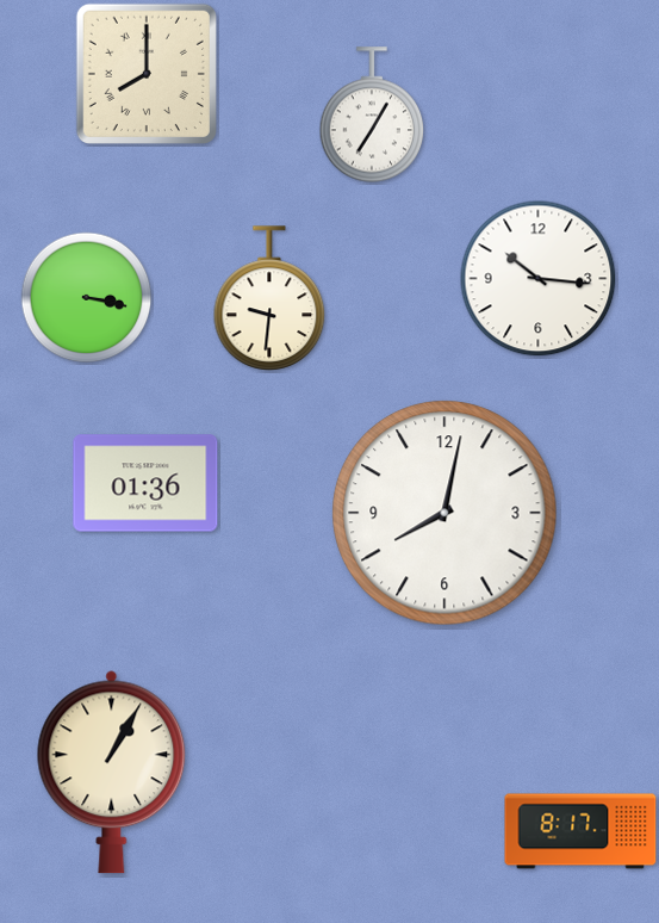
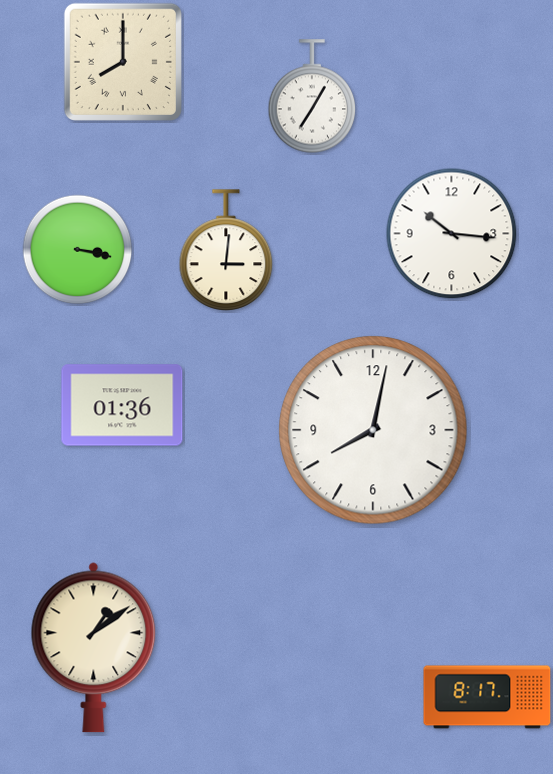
clock at (87, 298) position: (87, 298) -> (78, 250)
clock at (269, 298): 9:31 -> 3:01
clock at (112, 773): 1:05 -> 1:09
